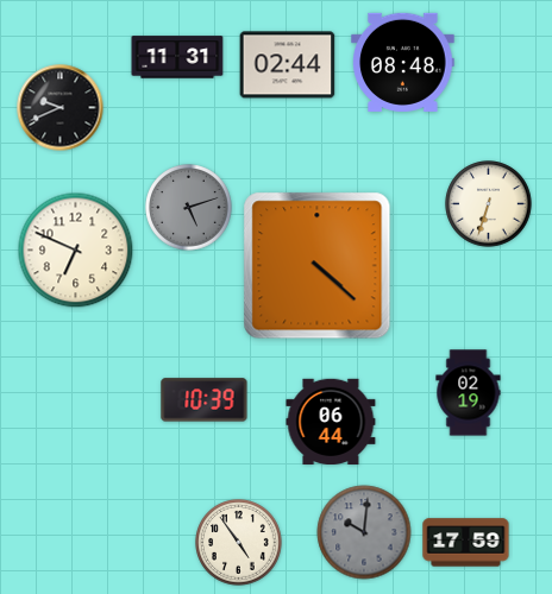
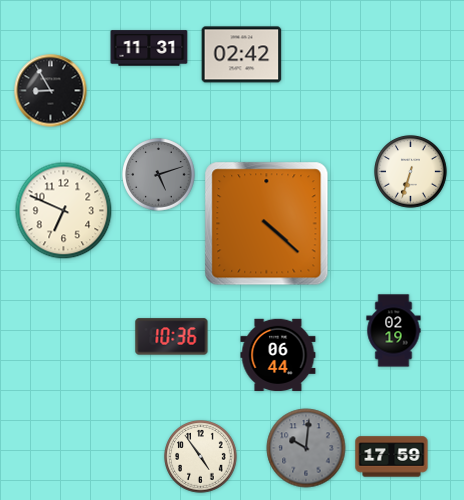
clock at (403, 62): 08:48 -> none
clock at (288, 65): 02:44 -> 02:42
clock at (61, 108): 9:41 -> 8:55
clock at (205, 400): 10:39 -> 10:36
